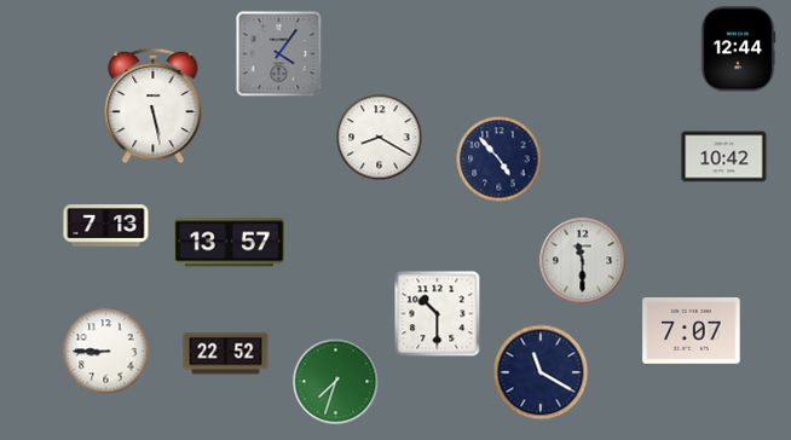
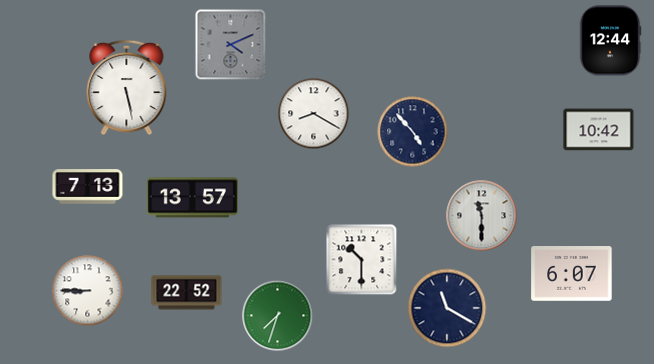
clock at (279, 54): 4:06 -> 4:11
clock at (229, 243) position: (229, 243) -> (192, 198)
clock at (692, 331): 7:07 -> 6:07
